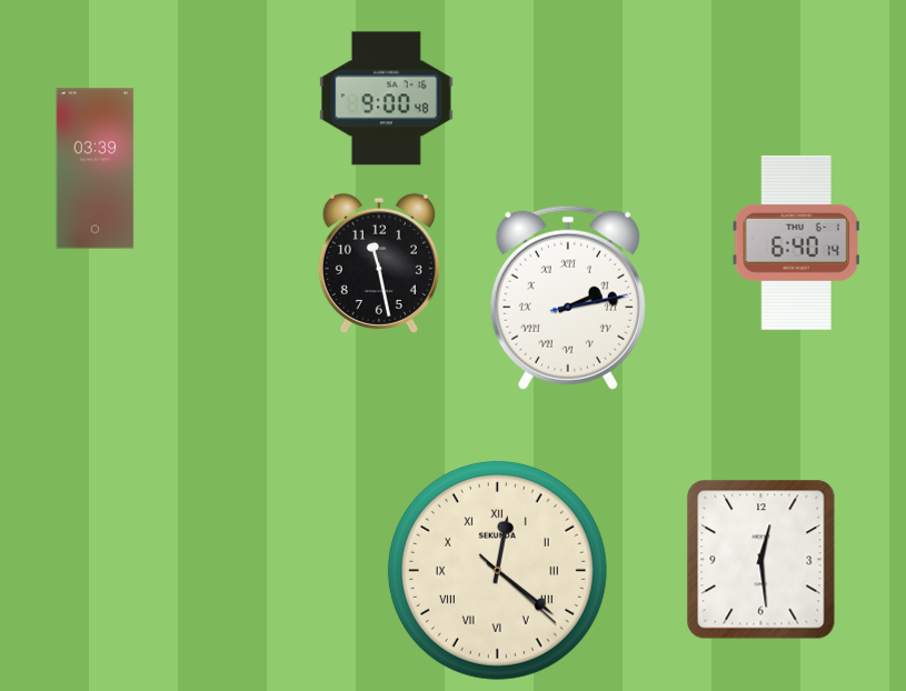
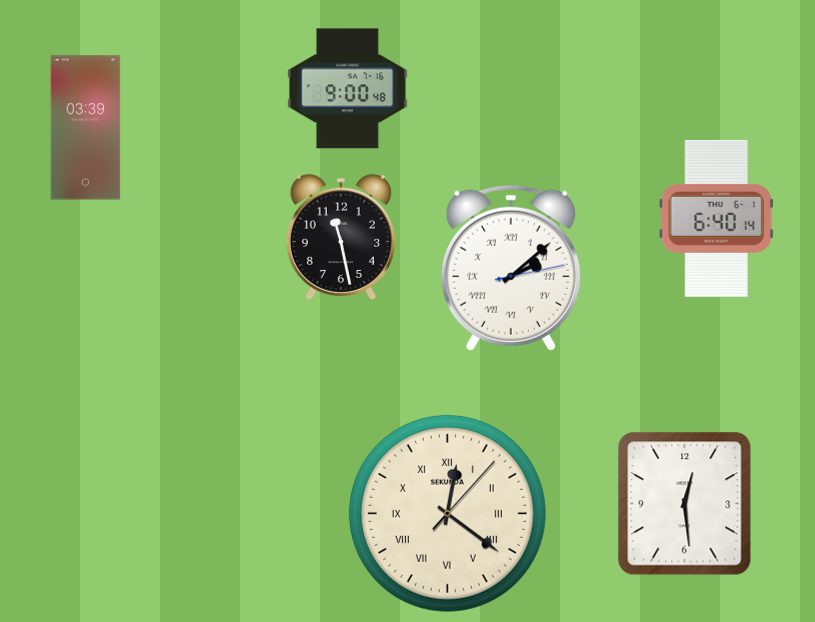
clock at (96, 169) position: (96, 169) -> (86, 128)
clock at (568, 298): 2:13 -> 2:08
clock at (497, 570): 12:21:22 -> 12:21:07
